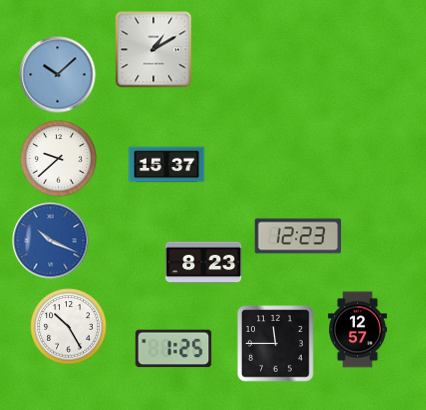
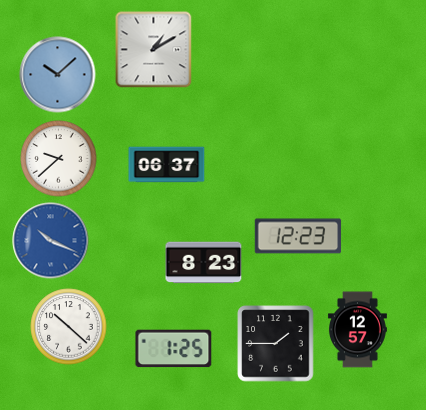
clock at (167, 165): 15:37 -> 06:37
clock at (69, 327): 10:25 -> 10:22
clock at (276, 344): 11:45 -> 1:45
